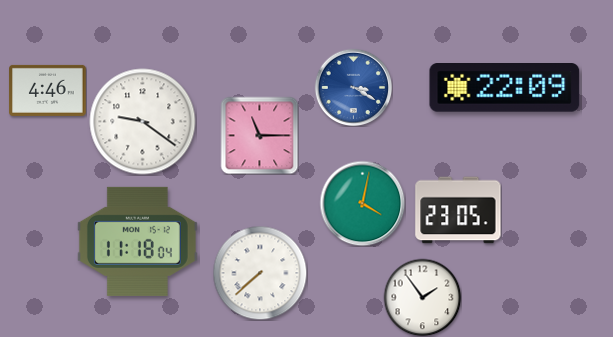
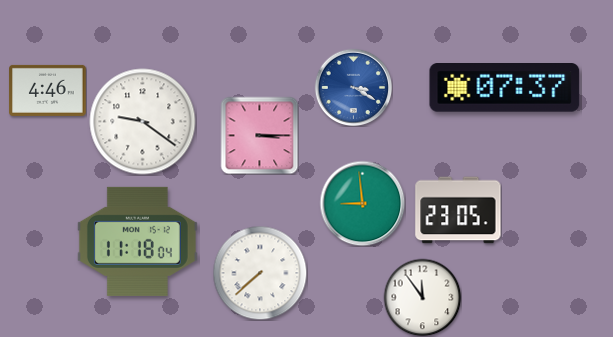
clock at (505, 88): 22:09 -> 07:37
clock at (259, 135): 11:15 -> 3:15
clock at (362, 203): 4:02 -> 8:59
clock at (422, 297): 1:54 -> 11:54
